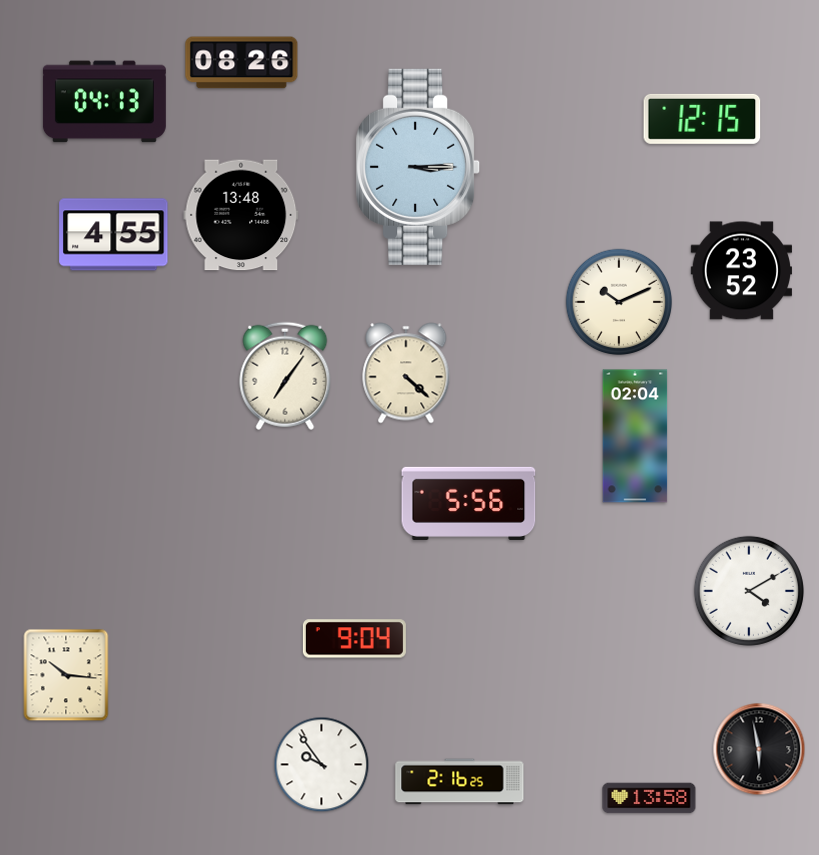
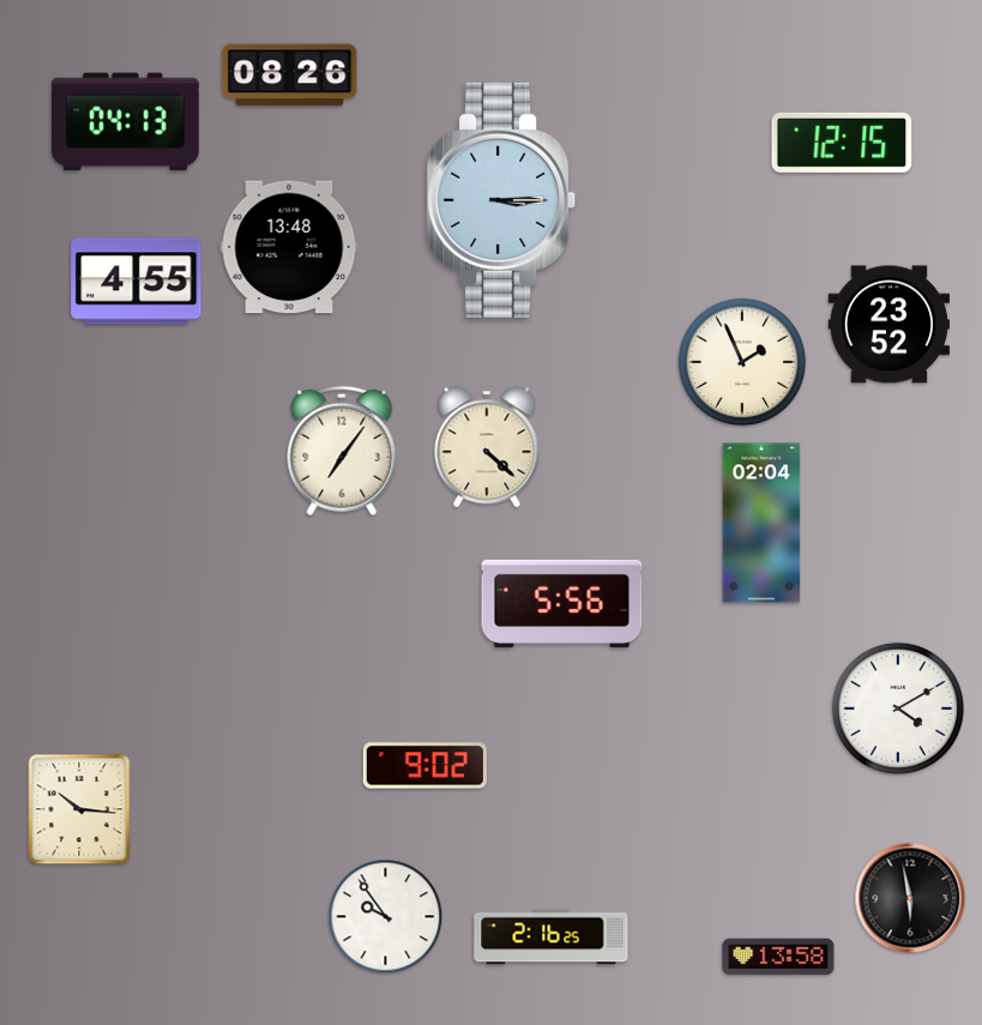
clock at (241, 215) position: (241, 215) -> (289, 247)
clock at (619, 302): 10:11 -> 1:56
clock at (354, 639): 9:04 -> 9:02
